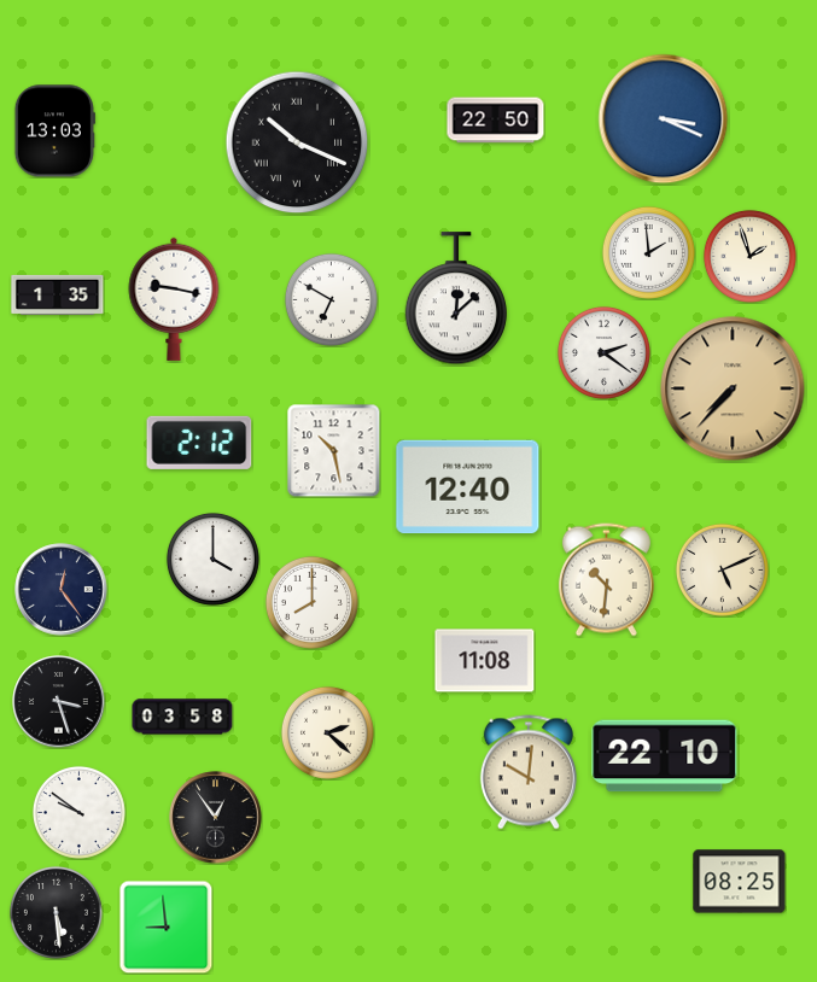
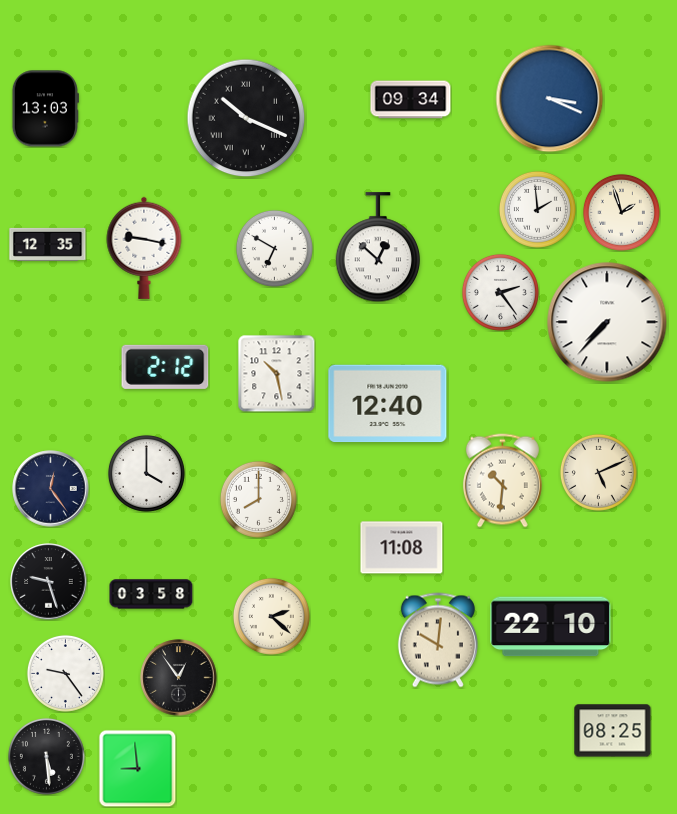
clock at (496, 121): 22:50 -> 09:34
clock at (58, 294): 1:35 -> 12:35
clock at (455, 299): 12:08 -> 12:52
clock at (603, 352): 2:21 -> 2:24
clock at (733, 388) dial: champagne -> white
clock at (212, 559) position: (212, 559) -> (146, 473)
clock at (59, 702): 3:27 -> 9:27
clock at (327, 732) position: (327, 732) -> (271, 616)
clock at (78, 812): 9:51 -> 9:24
